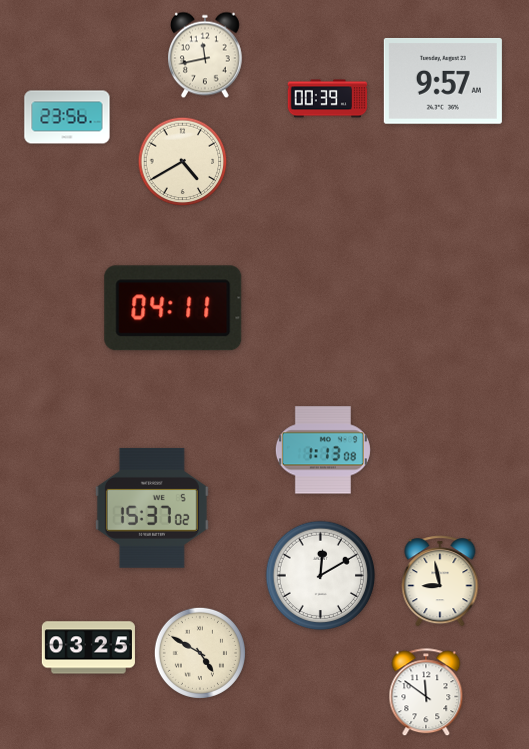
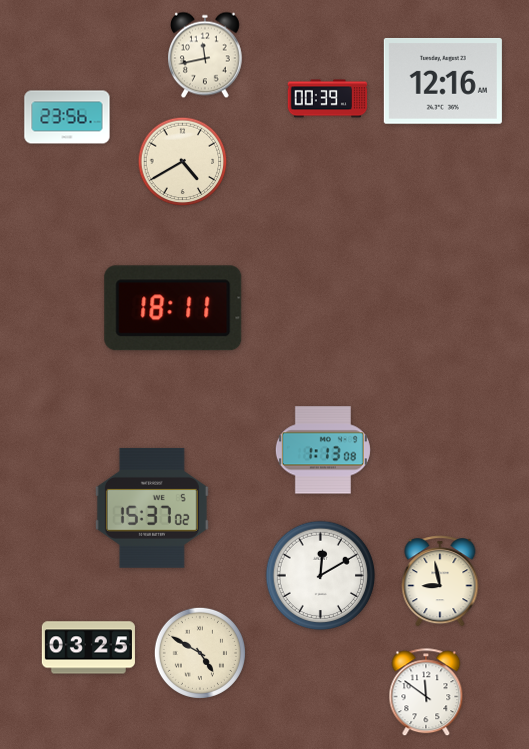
clock at (443, 81): 9:57 -> 12:16
clock at (173, 308): 04:11 -> 18:11
